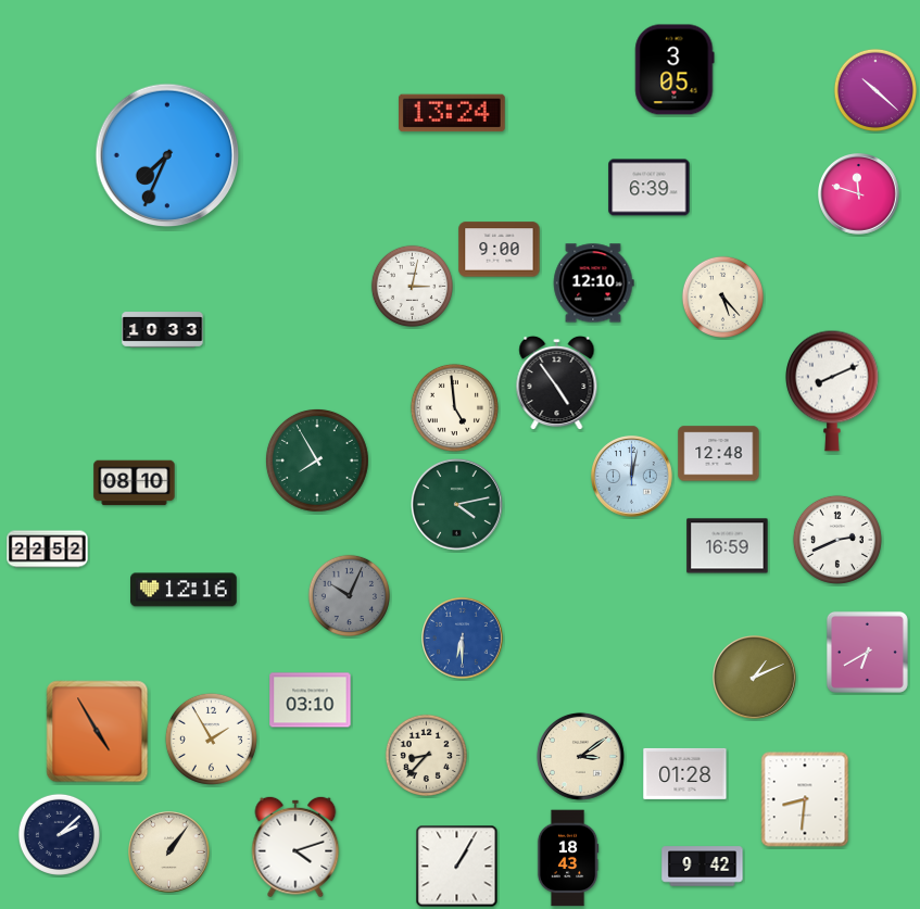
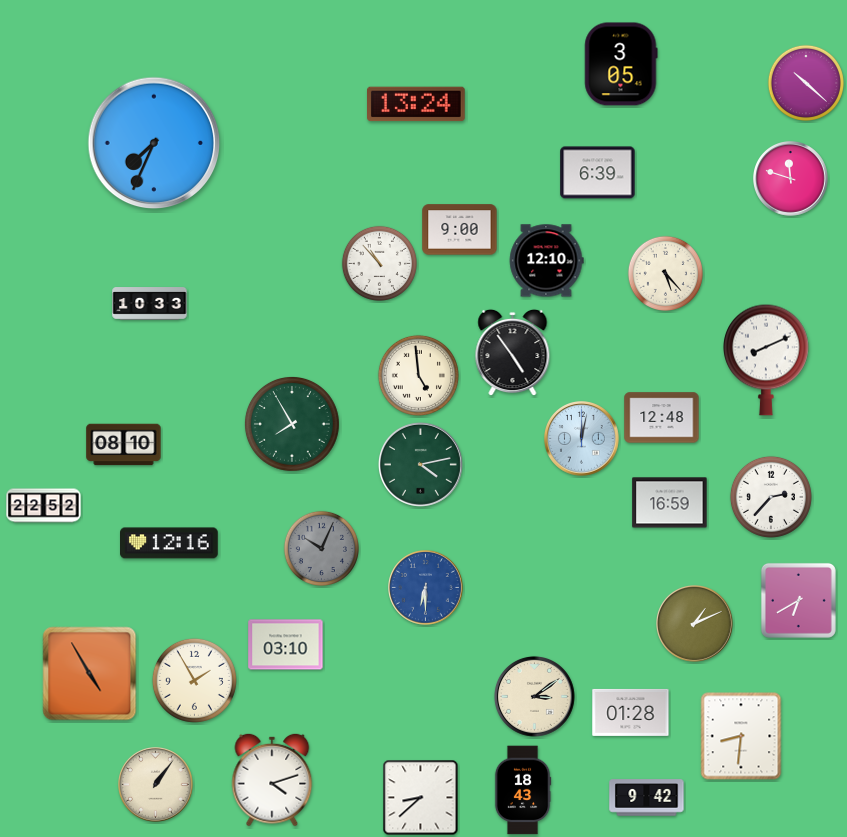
clock at (412, 286): 3:02 -> 10:53
clock at (837, 540): 2:41 -> 2:37
clock at (426, 755): 8:37 -> none
clock at (59, 834): 2:08 -> none
clock at (457, 867): 1:05 -> 8:38
